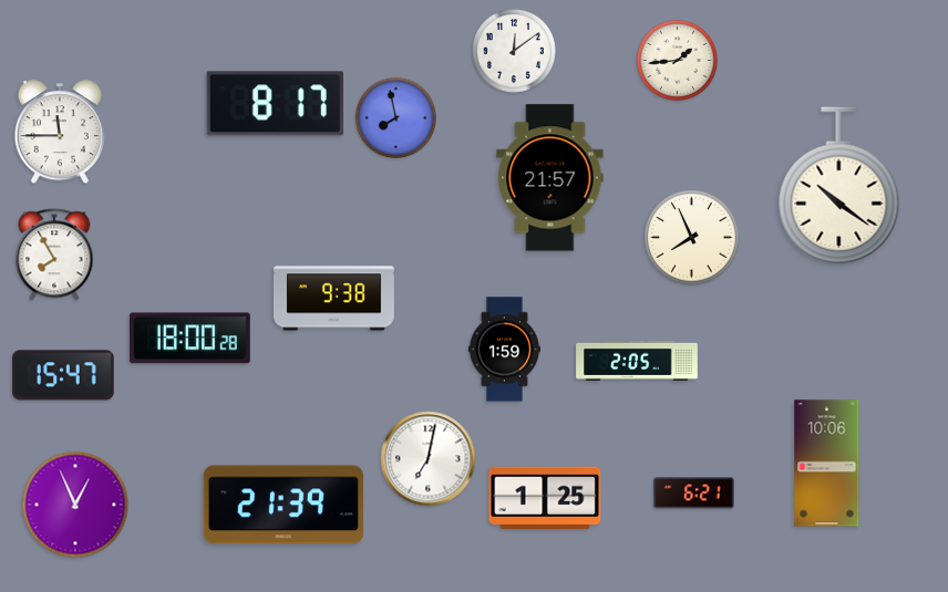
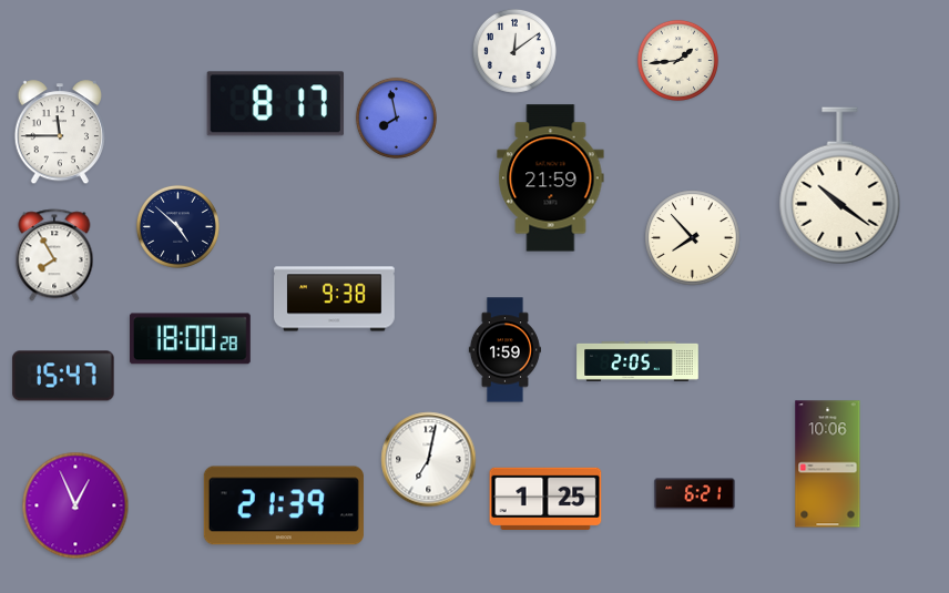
clock at (550, 178): 21:57 -> 21:59
clock at (177, 226): none -> 4:52
clock at (692, 238): 7:56 -> 7:53
